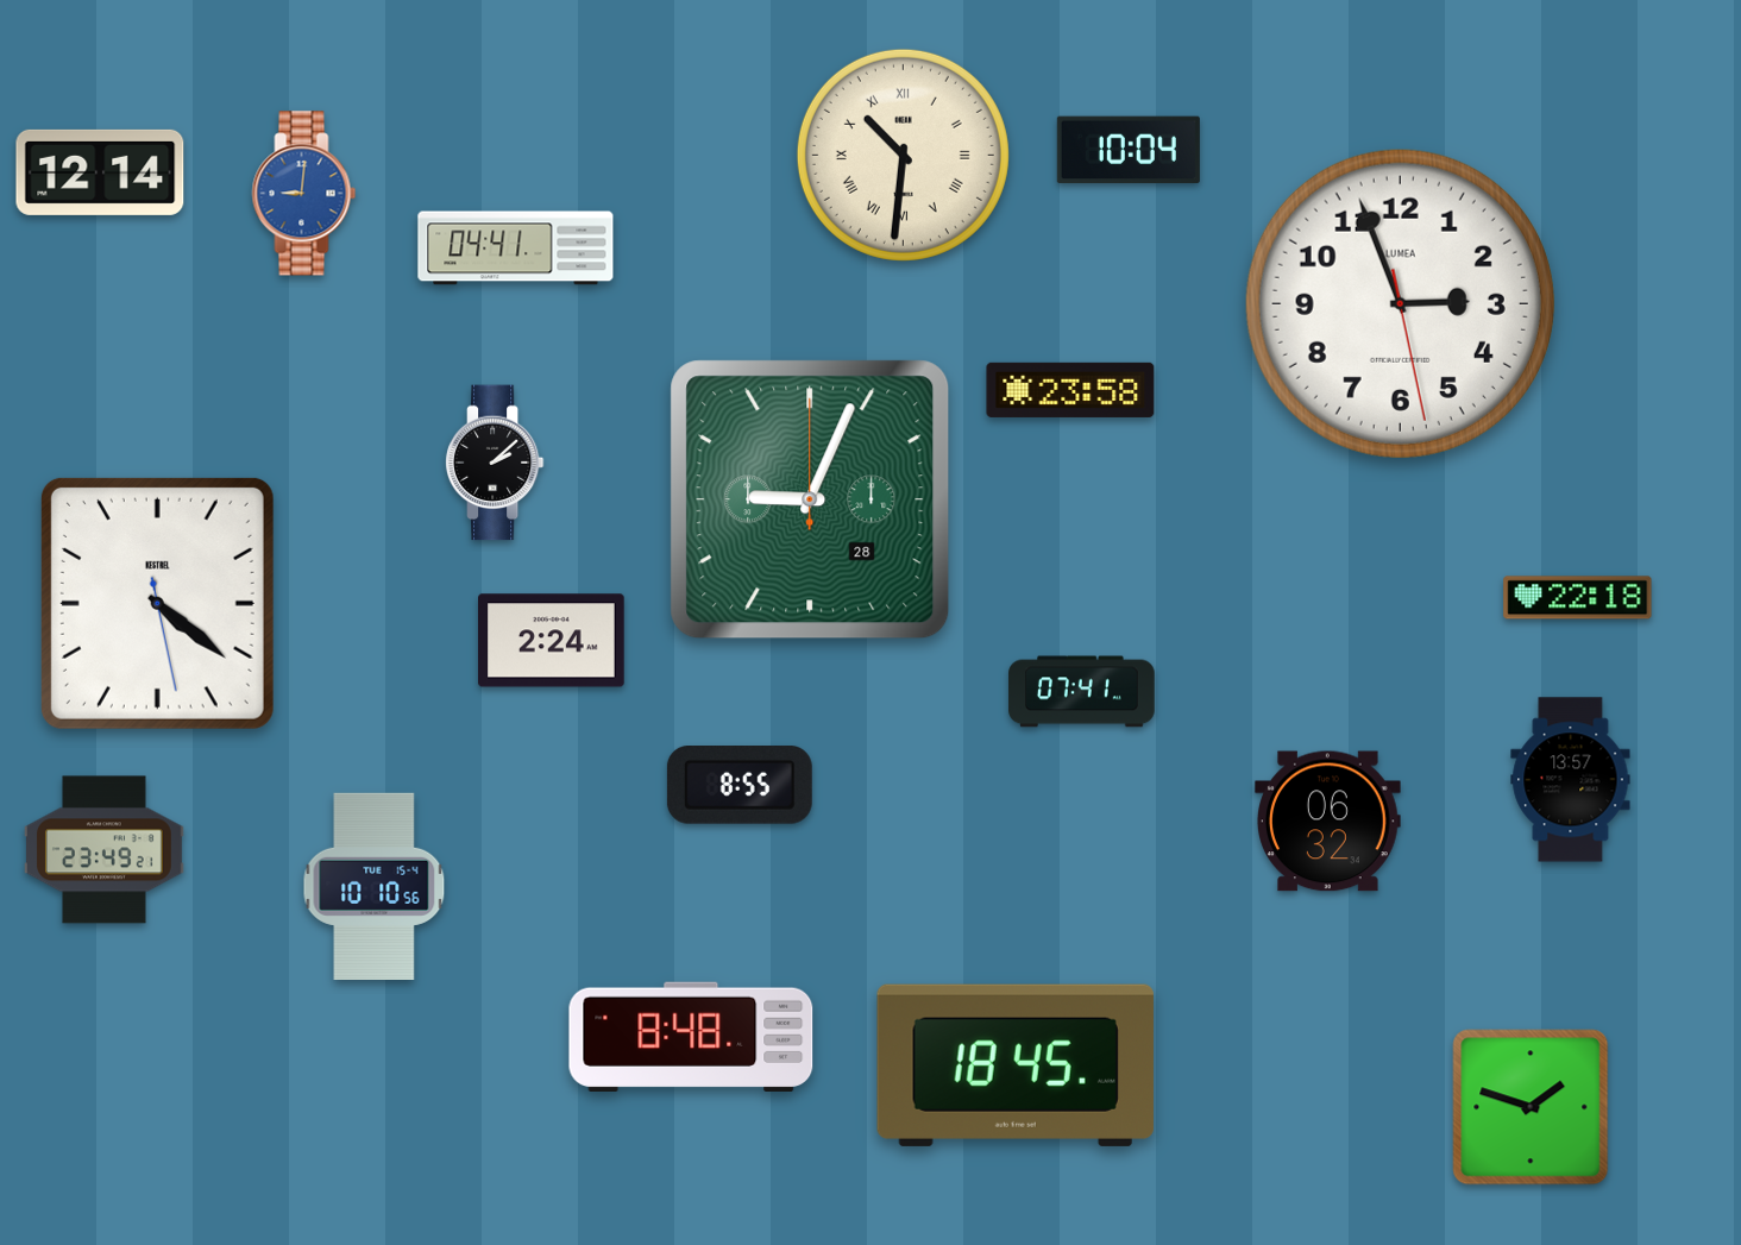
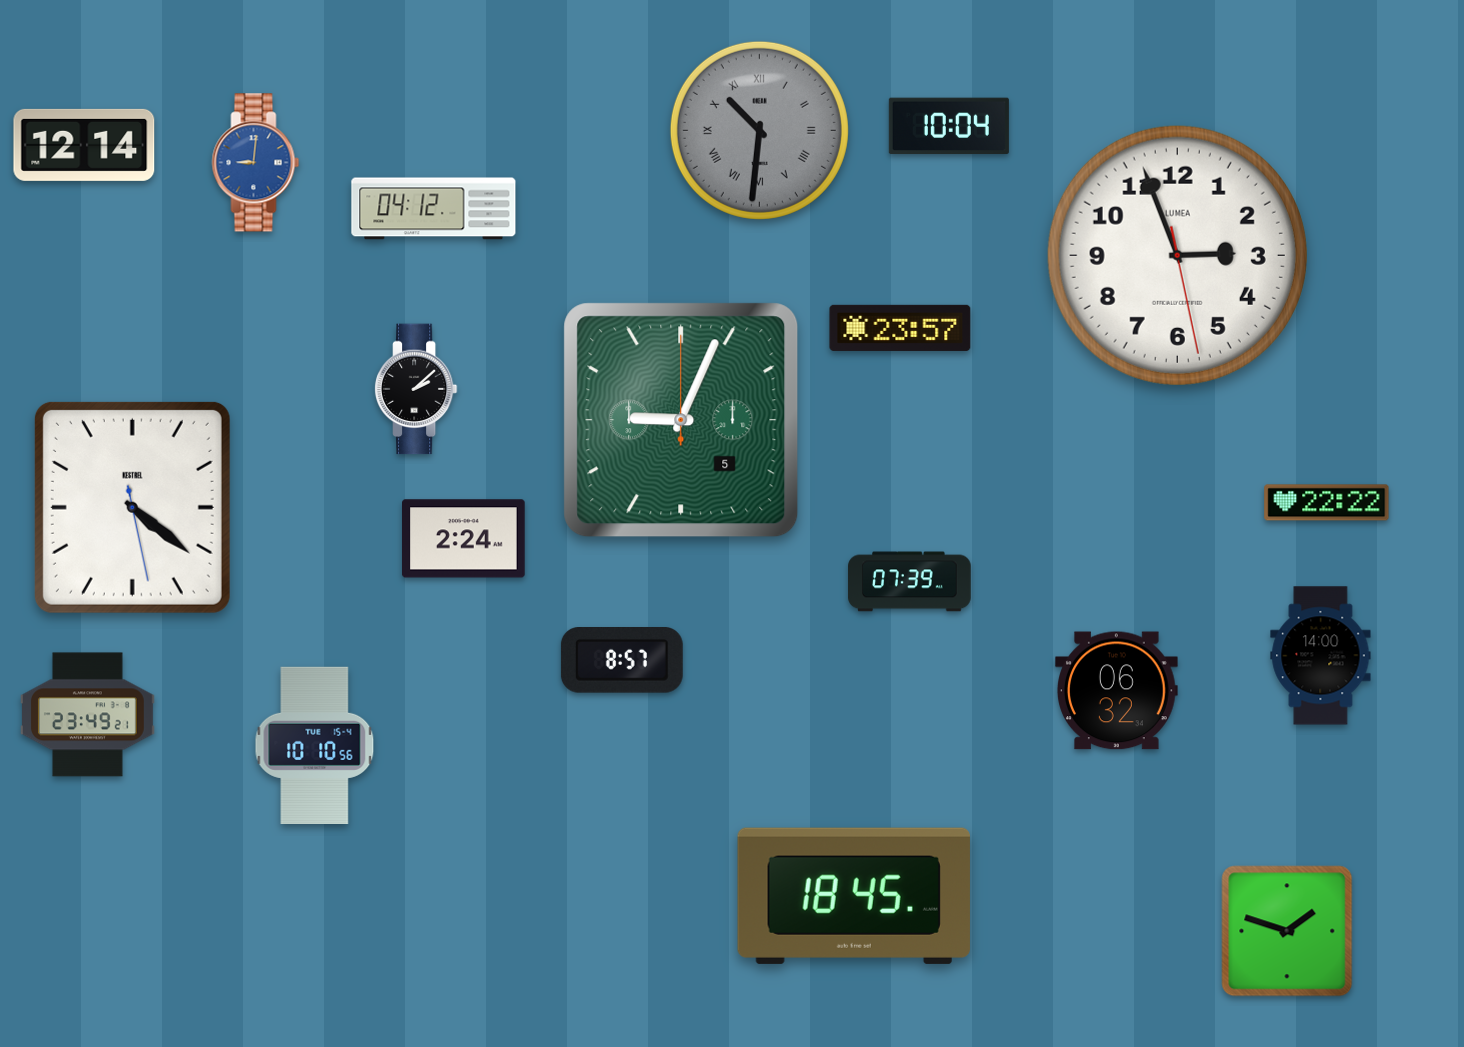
clock at (903, 155) dial: cream -> grey
clock at (516, 249): 04:41 -> 04:12
clock at (1070, 390): 23:58 -> 23:57
clock at (810, 499) date: 28 -> 5
clock at (1578, 598): 22:18 -> 22:22
clock at (1082, 692): 07:41 -> 07:39
clock at (1571, 780): 13:57 -> 14:00
clock at (740, 786): 8:55 -> 8:57
clock at (691, 1037): 8:48 -> none
